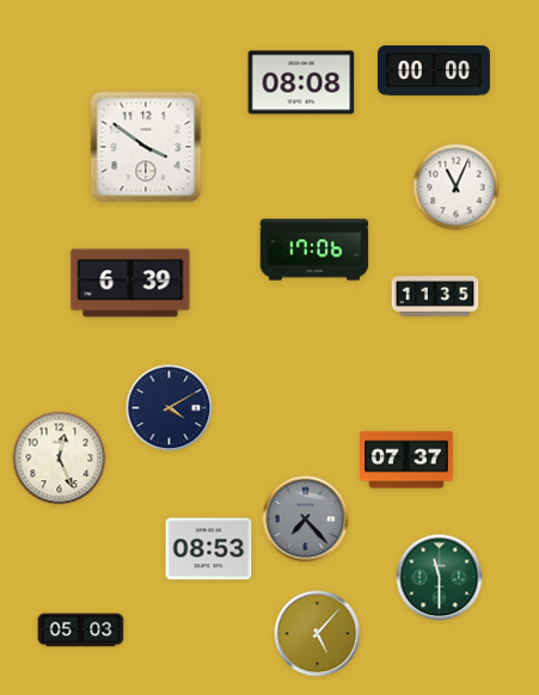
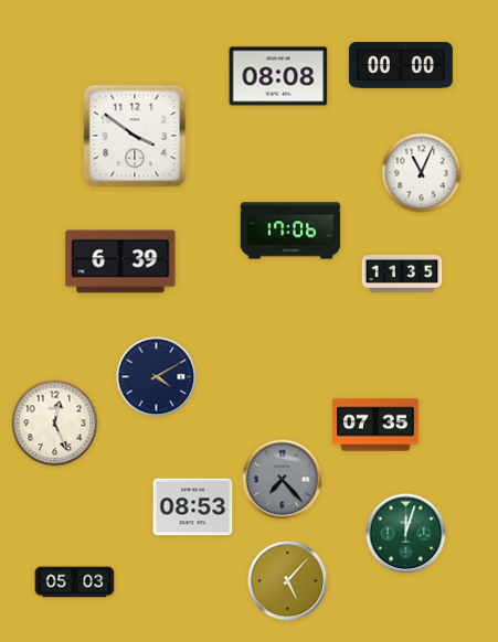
clock at (408, 460): 07:37 -> 07:35
clock at (440, 578): 11:30 -> 12:03
clock at (318, 634) position: (318, 634) -> (288, 581)
